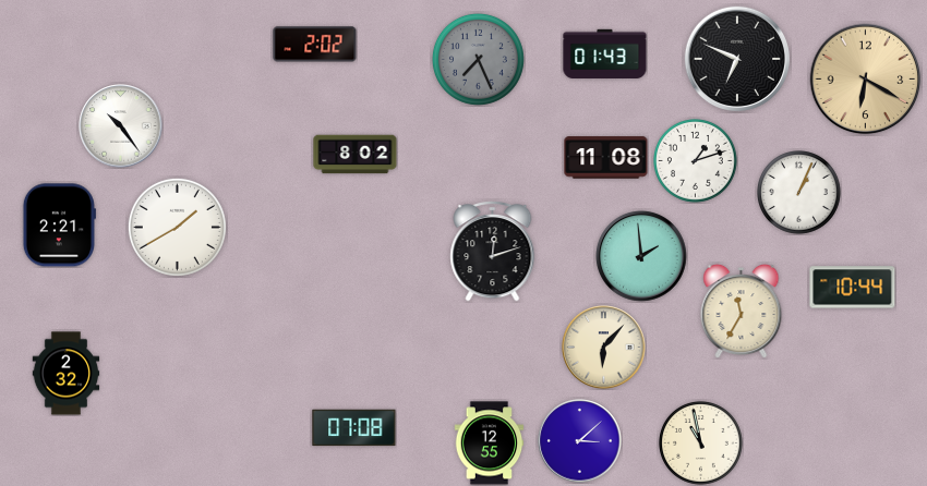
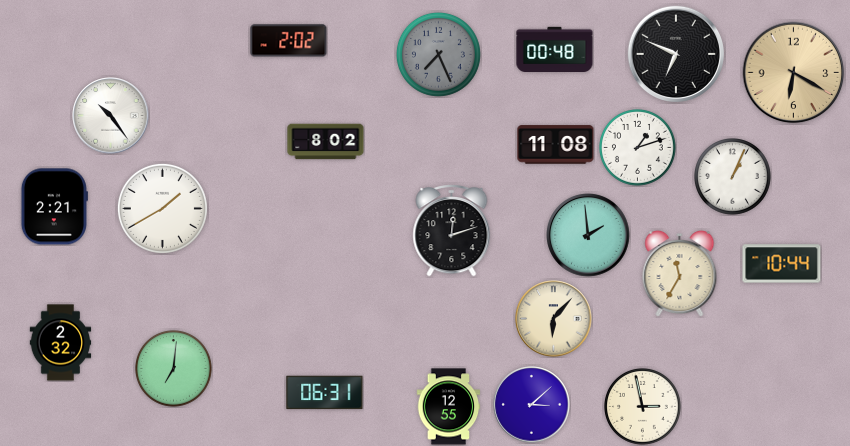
clock at (605, 53): 01:43 -> 00:48
clock at (742, 311) position: (742, 311) -> (680, 273)
clock at (174, 369): none -> 7:01
clock at (354, 428): 07:08 -> 06:31
clock at (701, 444): 10:58 -> 2:58
